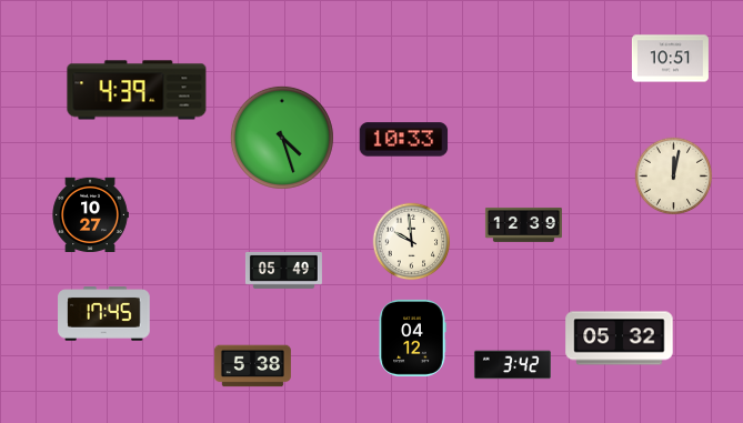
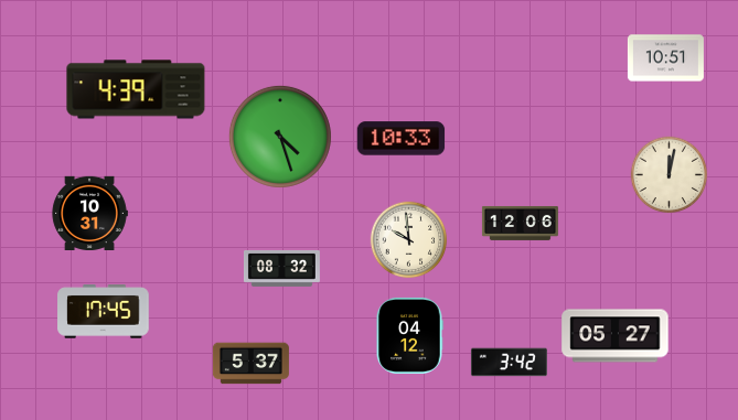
clock at (90, 214): 10:27 -> 10:31
clock at (523, 224): 12:39 -> 12:06
clock at (283, 270): 05:49 -> 08:32
clock at (620, 339): 05:32 -> 05:27
clock at (252, 366): 5:38 -> 5:37
